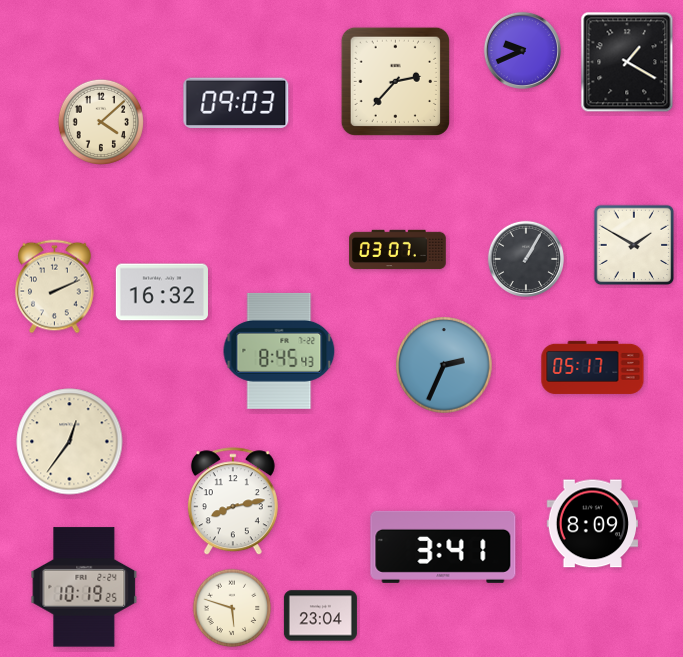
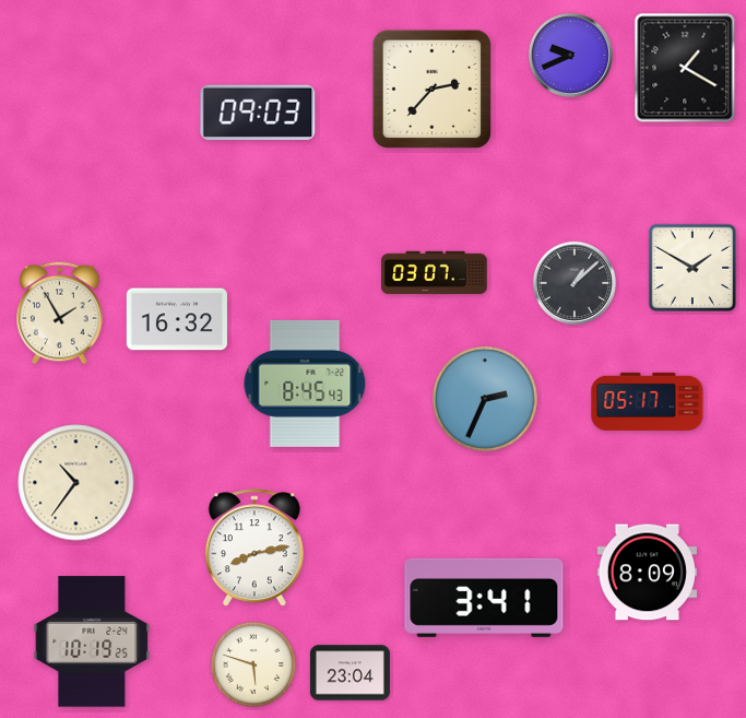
clock at (101, 122): 4:08 -> none
clock at (526, 259): 1:05 -> 1:08
clock at (55, 287): 2:11 -> 1:55
clock at (70, 442): 12:36 -> 10:36
